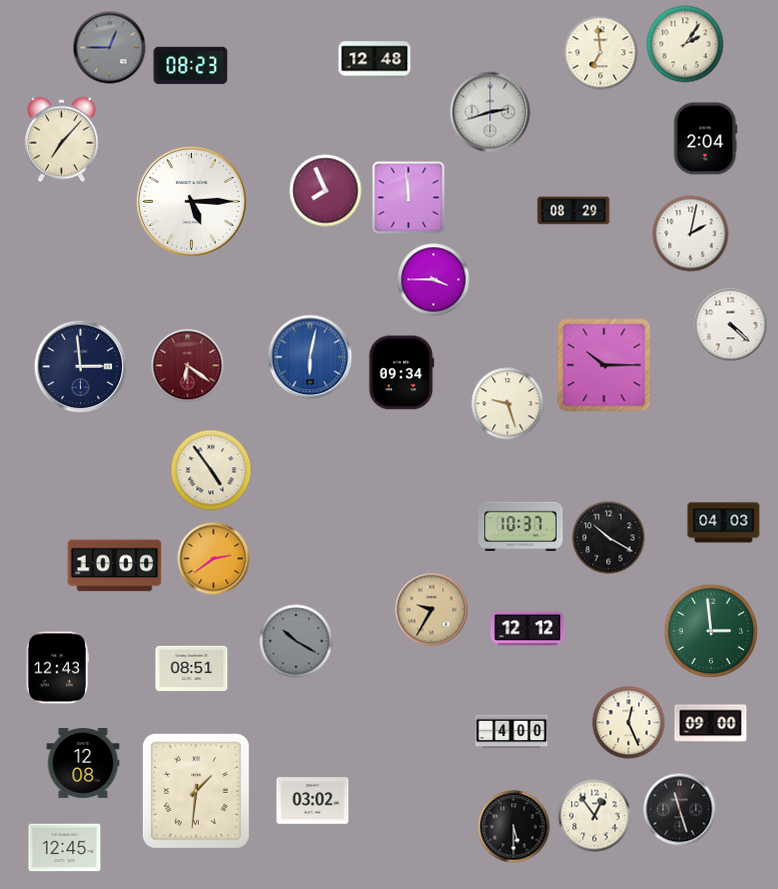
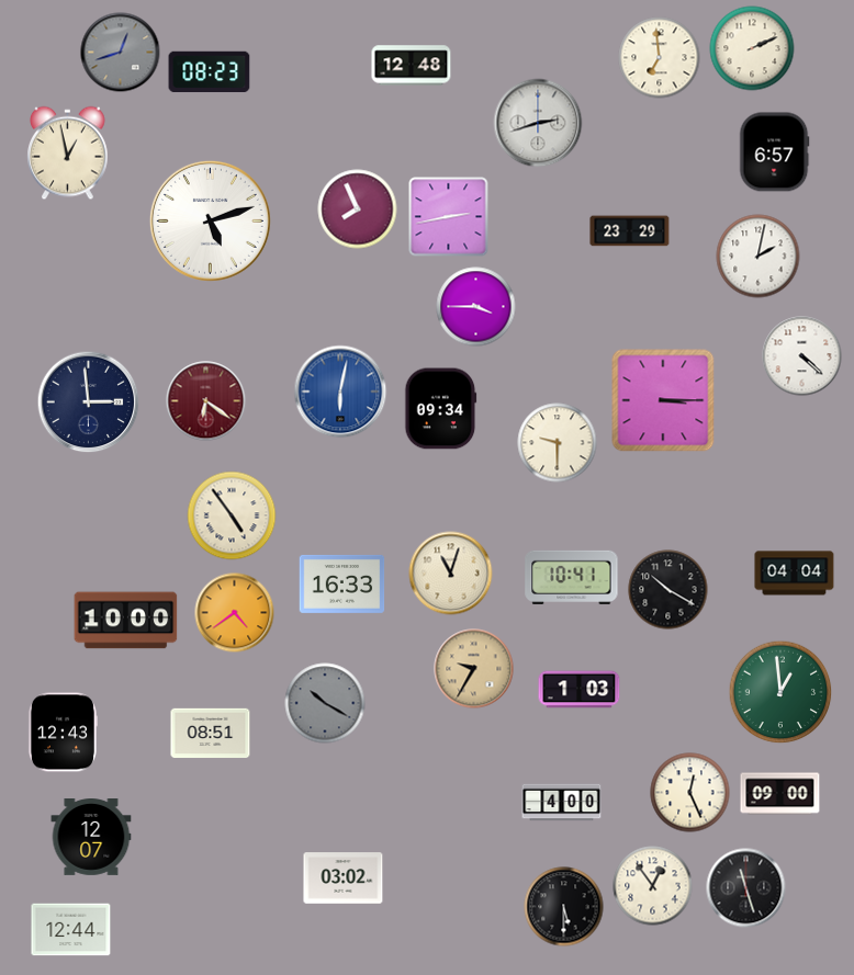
clock at (685, 44): 2:06 -> 2:11
clock at (110, 48): 12:45 -> 12:42
clock at (705, 139): 2:04 -> 6:57
clock at (62, 140): 7:07 -> 12:58
clock at (409, 198): 11:59 -> 2:43
clock at (191, 201): 5:15 -> 5:12
clock at (574, 211): 08:29 -> 23:29
clock at (604, 365): 10:15 -> 3:15
clock at (508, 404): 9:27 -> 9:30
clock at (451, 574): none -> 11:03
clock at (724, 523): 04:03 -> 04:04
clock at (521, 526): 10:37 -> 10:41
clock at (342, 583): none -> 16:33
clock at (214, 559): 2:39 -> 4:39
clock at (528, 629): 12:12 -> 1:03
clock at (711, 631): 2:59 -> 12:59
clock at (83, 764): 12:08 -> 12:07
clock at (196, 791): 1:31 -> none
clock at (595, 816) position: (595, 816) -> (653, 886)
clock at (65, 848): 12:45 -> 12:44
